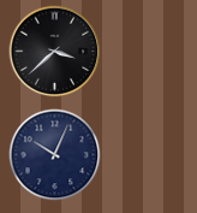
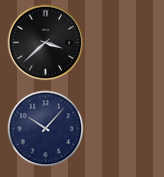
clock at (55, 155): 10:04 -> 10:07
